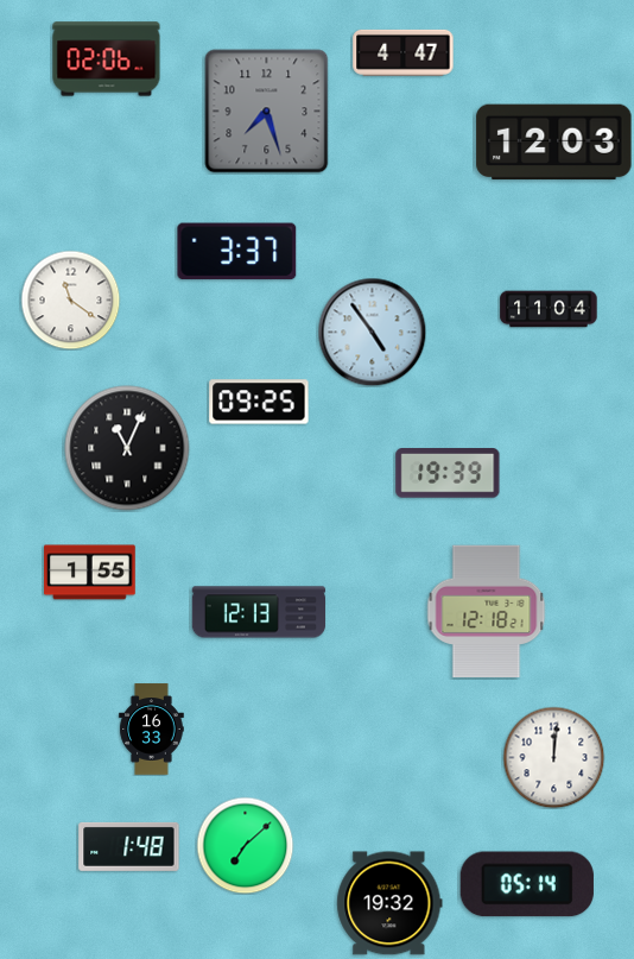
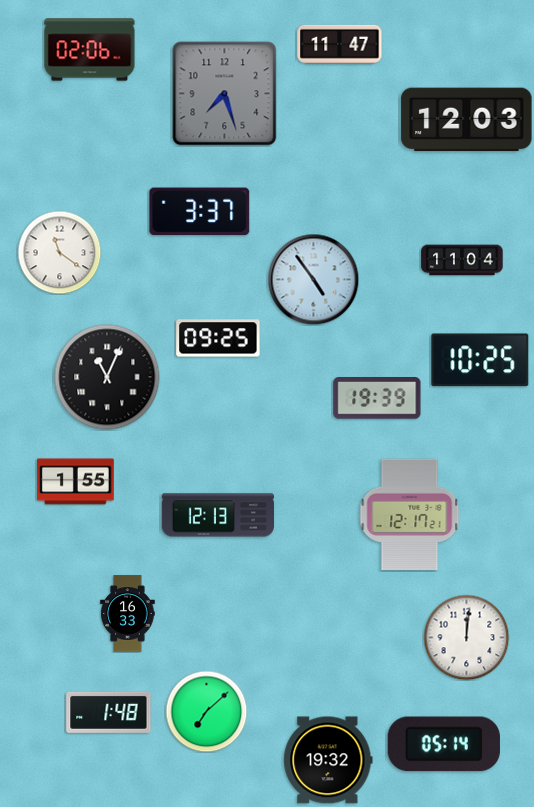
clock at (404, 52): 4:47 -> 11:47
clock at (480, 360): none -> 10:25
clock at (487, 612): 12:18 -> 12:17
